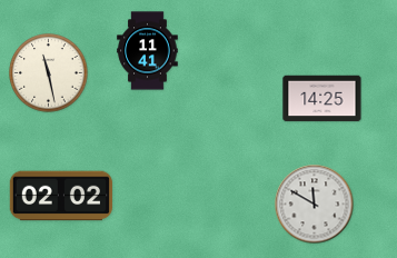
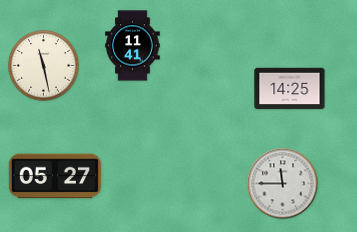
clock at (60, 196): 02:02 -> 05:27
clock at (315, 205): 11:50 -> 11:45
